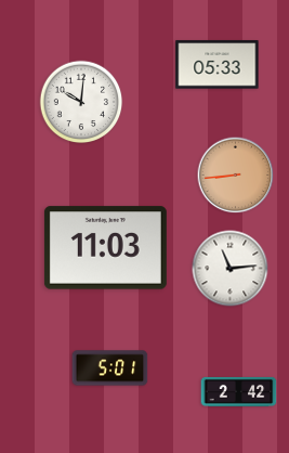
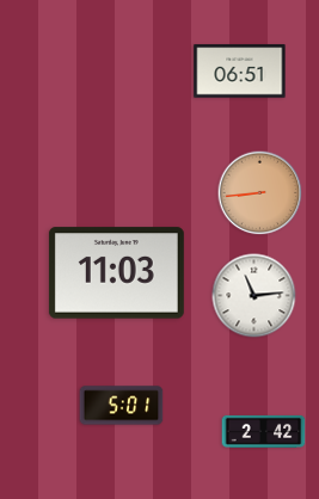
clock at (218, 65): 05:33 -> 06:51
clock at (81, 102): 10:01 -> none
